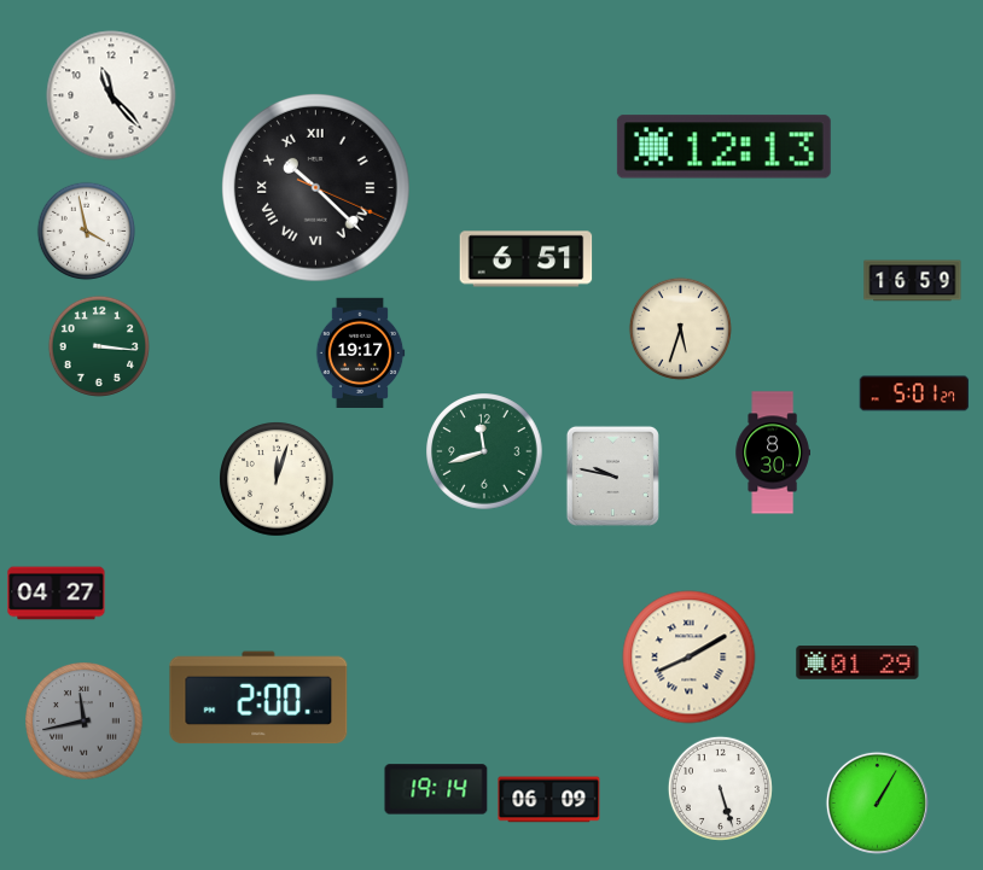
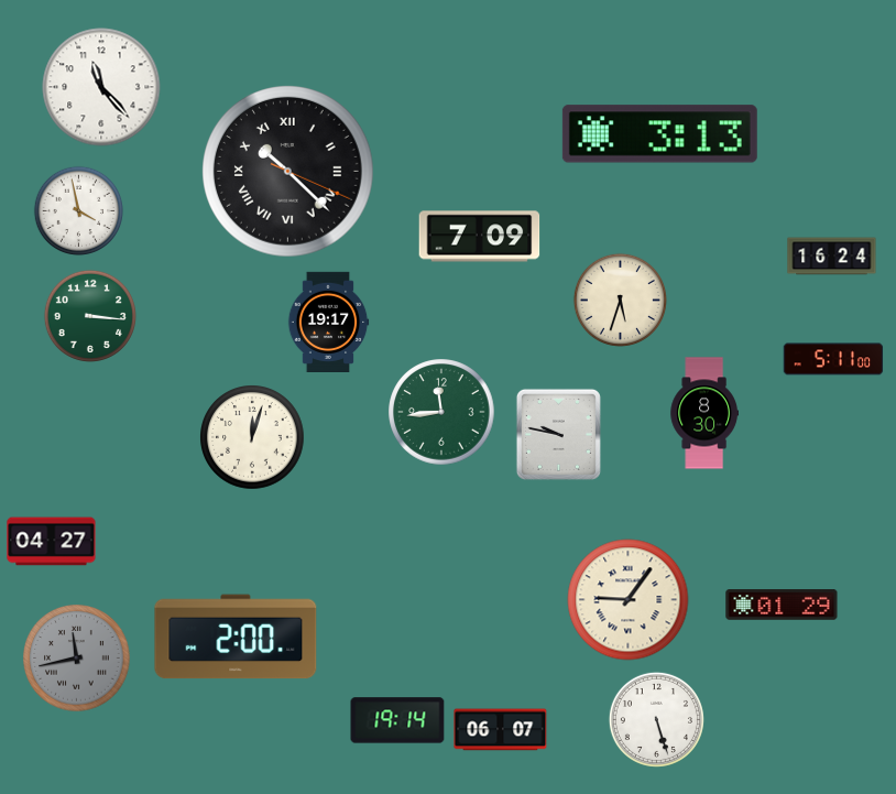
clock at (723, 147): 12:13 -> 3:13
clock at (527, 259): 6:51 -> 7:09
clock at (913, 281): 16:59 -> 16:24
clock at (914, 393): 5:01 -> 5:11
clock at (484, 451): 11:42 -> 11:44
clock at (690, 658): 8:10 -> 9:06
clock at (549, 800): 06:09 -> 06:07
clock at (877, 802): 1:05 -> none
